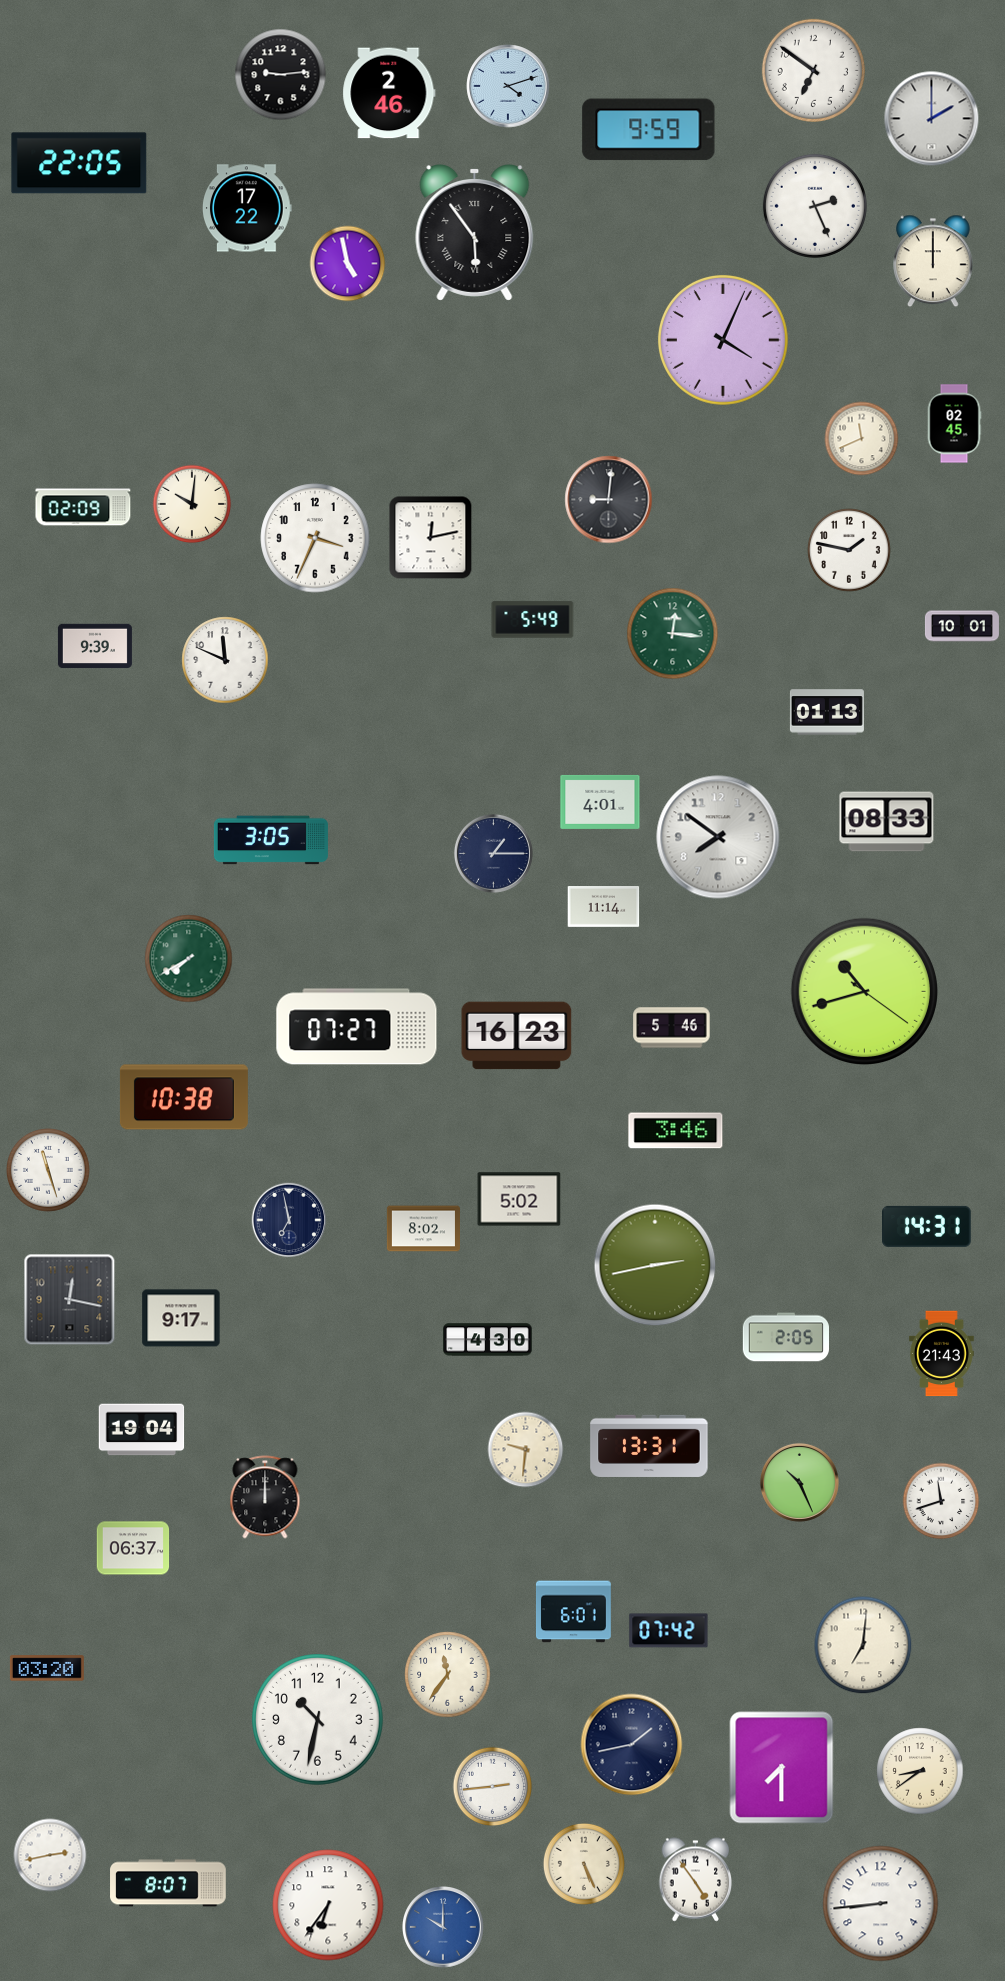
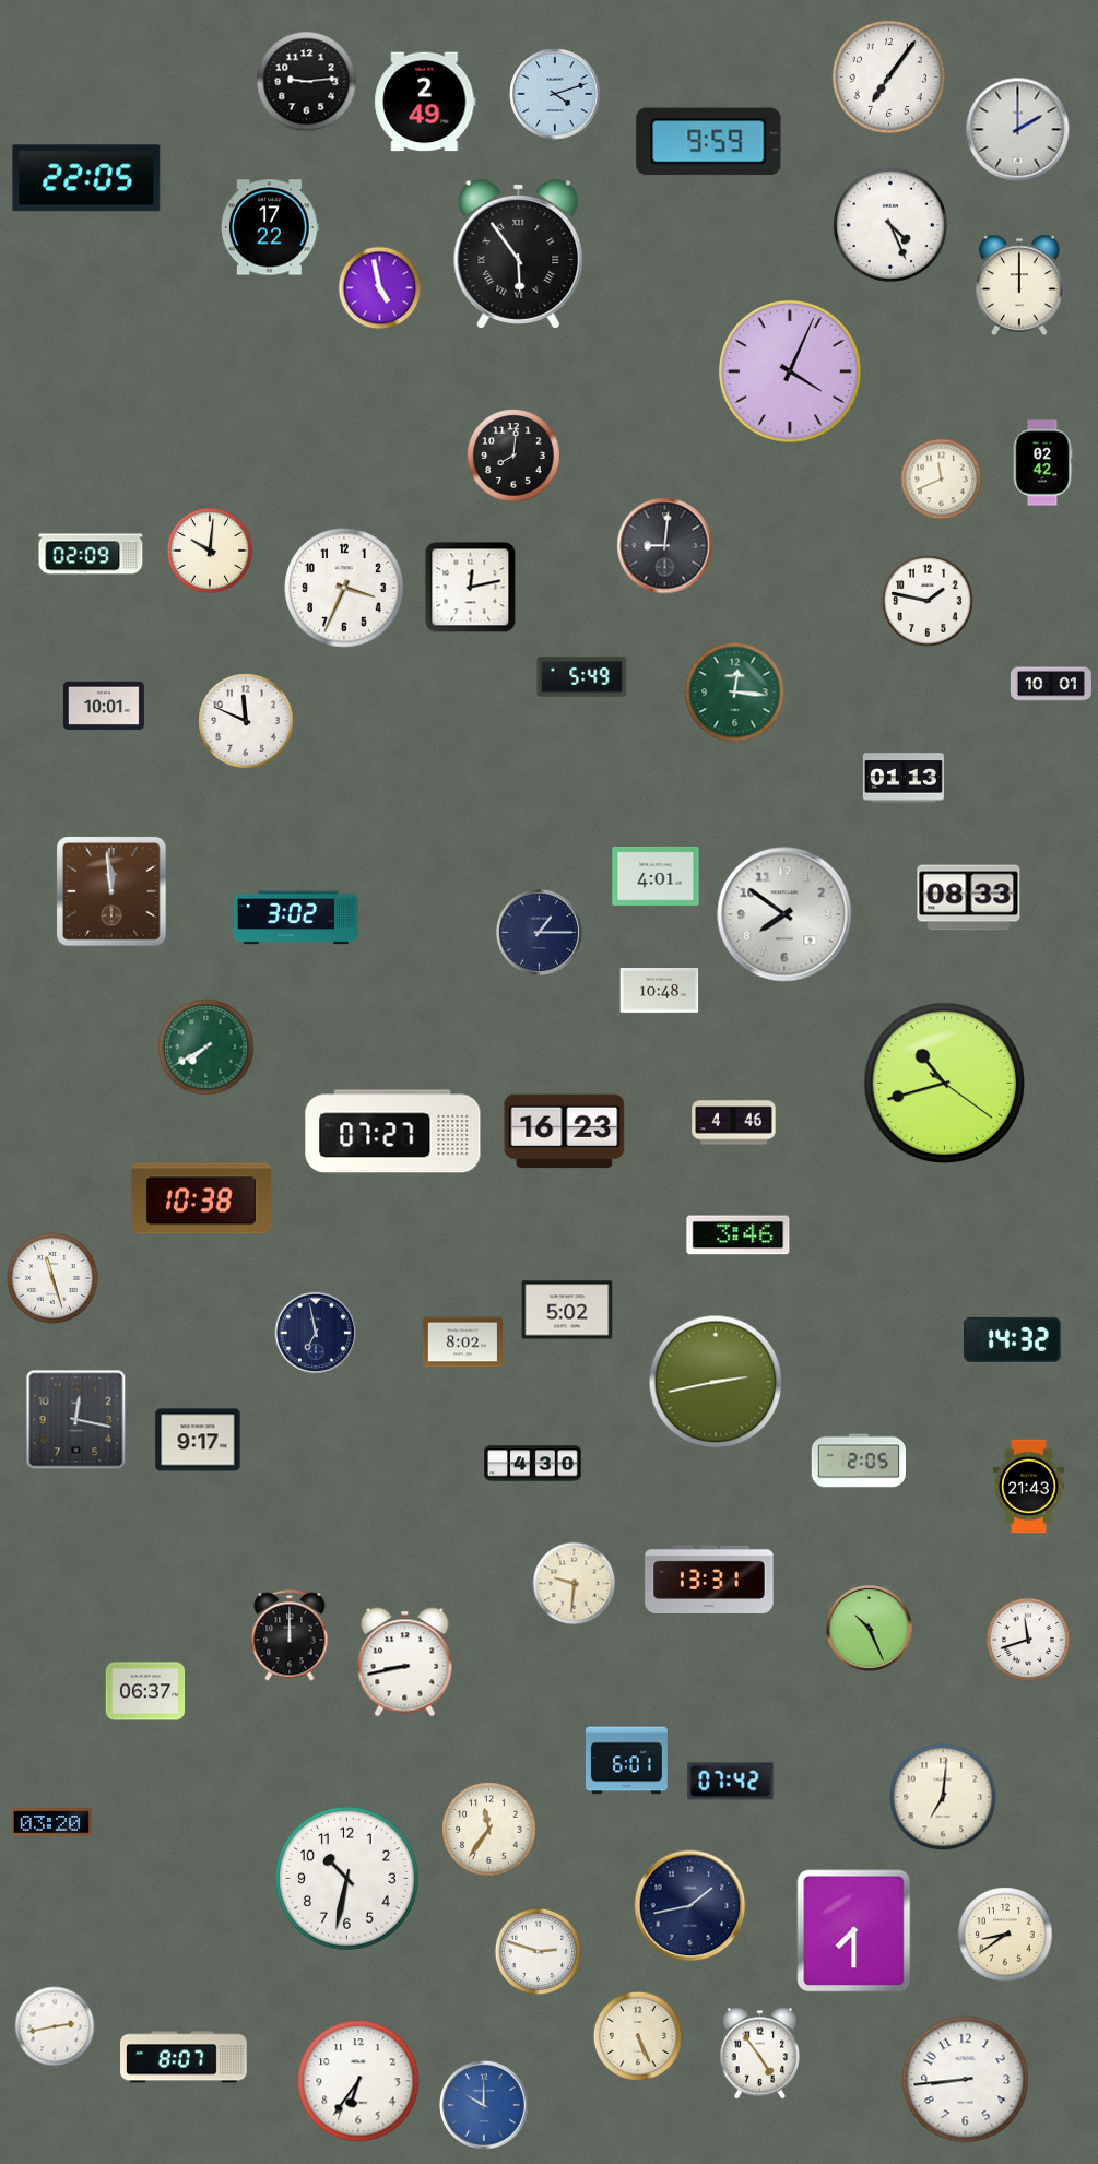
clock at (813, 70): 6:51 -> 7:06
clock at (389, 93): 2:46 -> 2:49
clock at (815, 206): 2:26 -> 4:26
clock at (513, 456): none -> 8:01
clock at (954, 424): 02:45 -> 02:42
clock at (95, 646): 9:39 -> 10:01
clock at (111, 891): none -> 11:59
clock at (271, 840): 3:05 -> 3:02
clock at (604, 907): 11:14 -> 10:48
clock at (357, 1027) position: (357, 1027) -> (393, 1132)
clock at (672, 1028): 5:46 -> 4:46
clock at (927, 1226): 14:31 -> 14:32
clock at (941, 1354) position: (941, 1354) -> (1028, 1487)
clock at (142, 1430): 19:04 -> none
clock at (799, 1482) position: (799, 1482) -> (869, 1628)
clock at (405, 1663): none -> 8:43
clock at (493, 1787): 2:44 -> 2:48
clock at (881, 1904) position: (881, 1904) -> (966, 2080)
